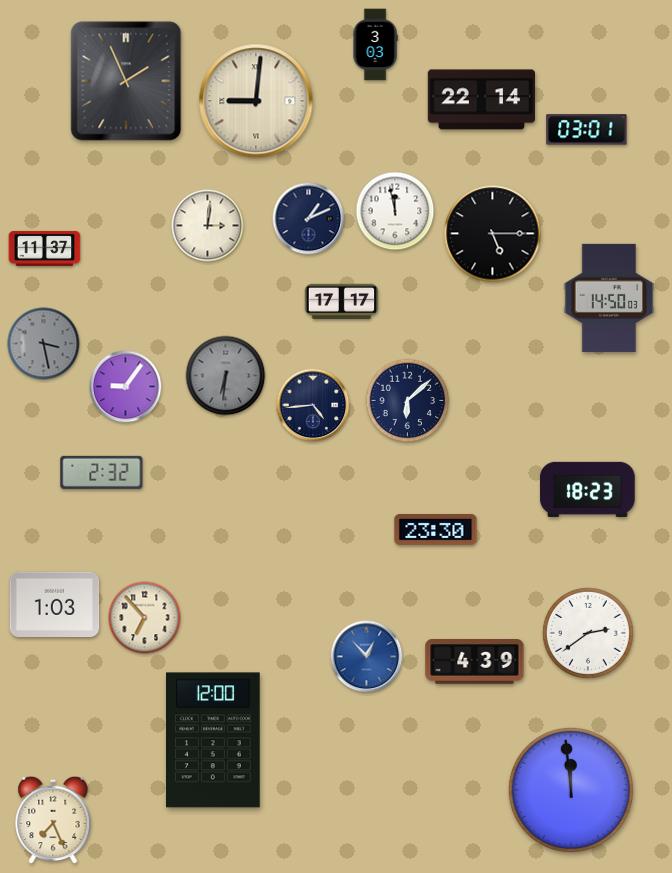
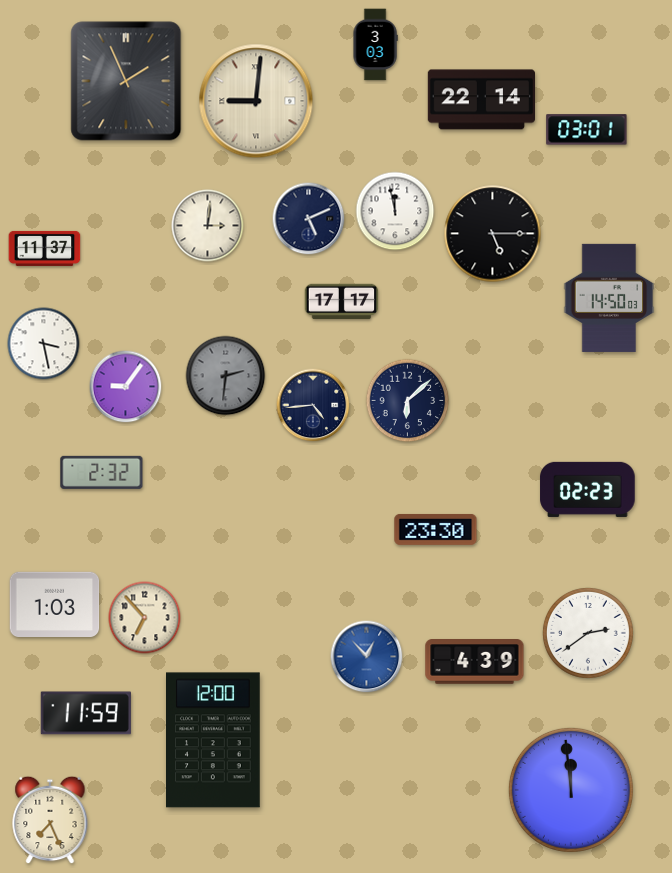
clock at (309, 219): 1:11 -> 5:11
clock at (44, 344) dial: grey -> white
clock at (226, 376): 6:31 -> 2:31
clock at (588, 489): 18:23 -> 02:23
clock at (86, 713): none -> 11:59
clock at (53, 820) position: (53, 820) -> (50, 820)
